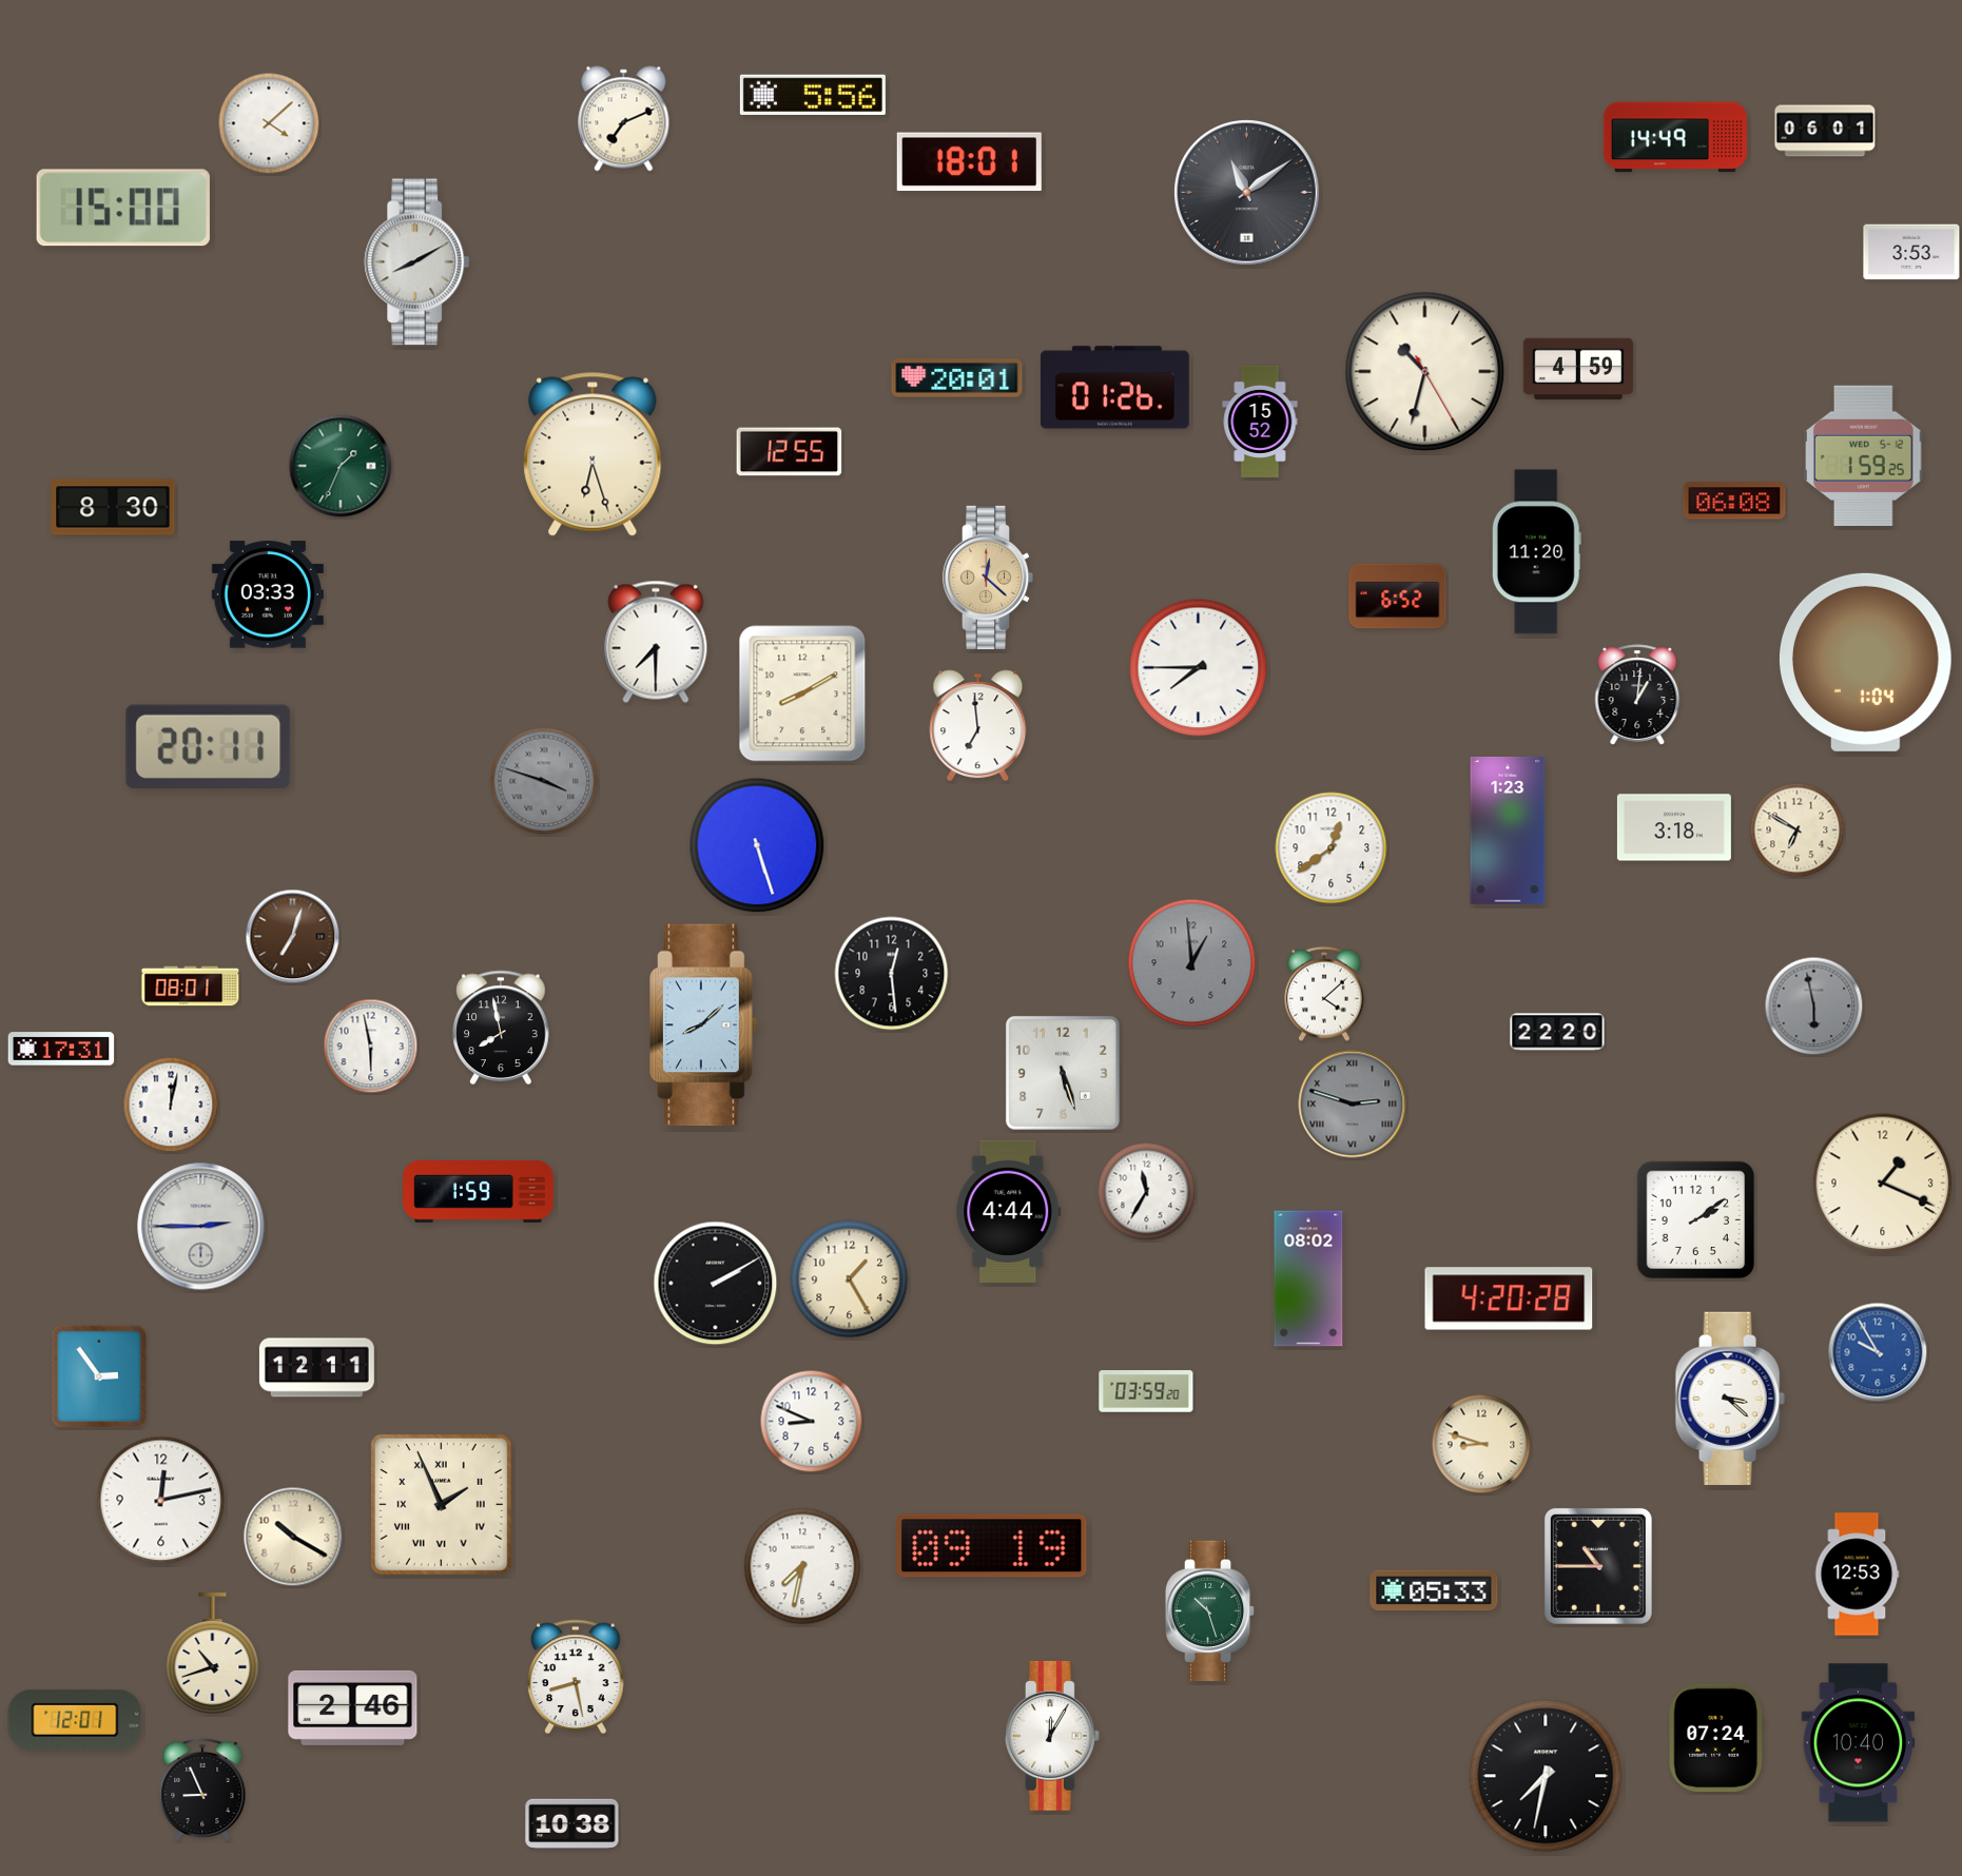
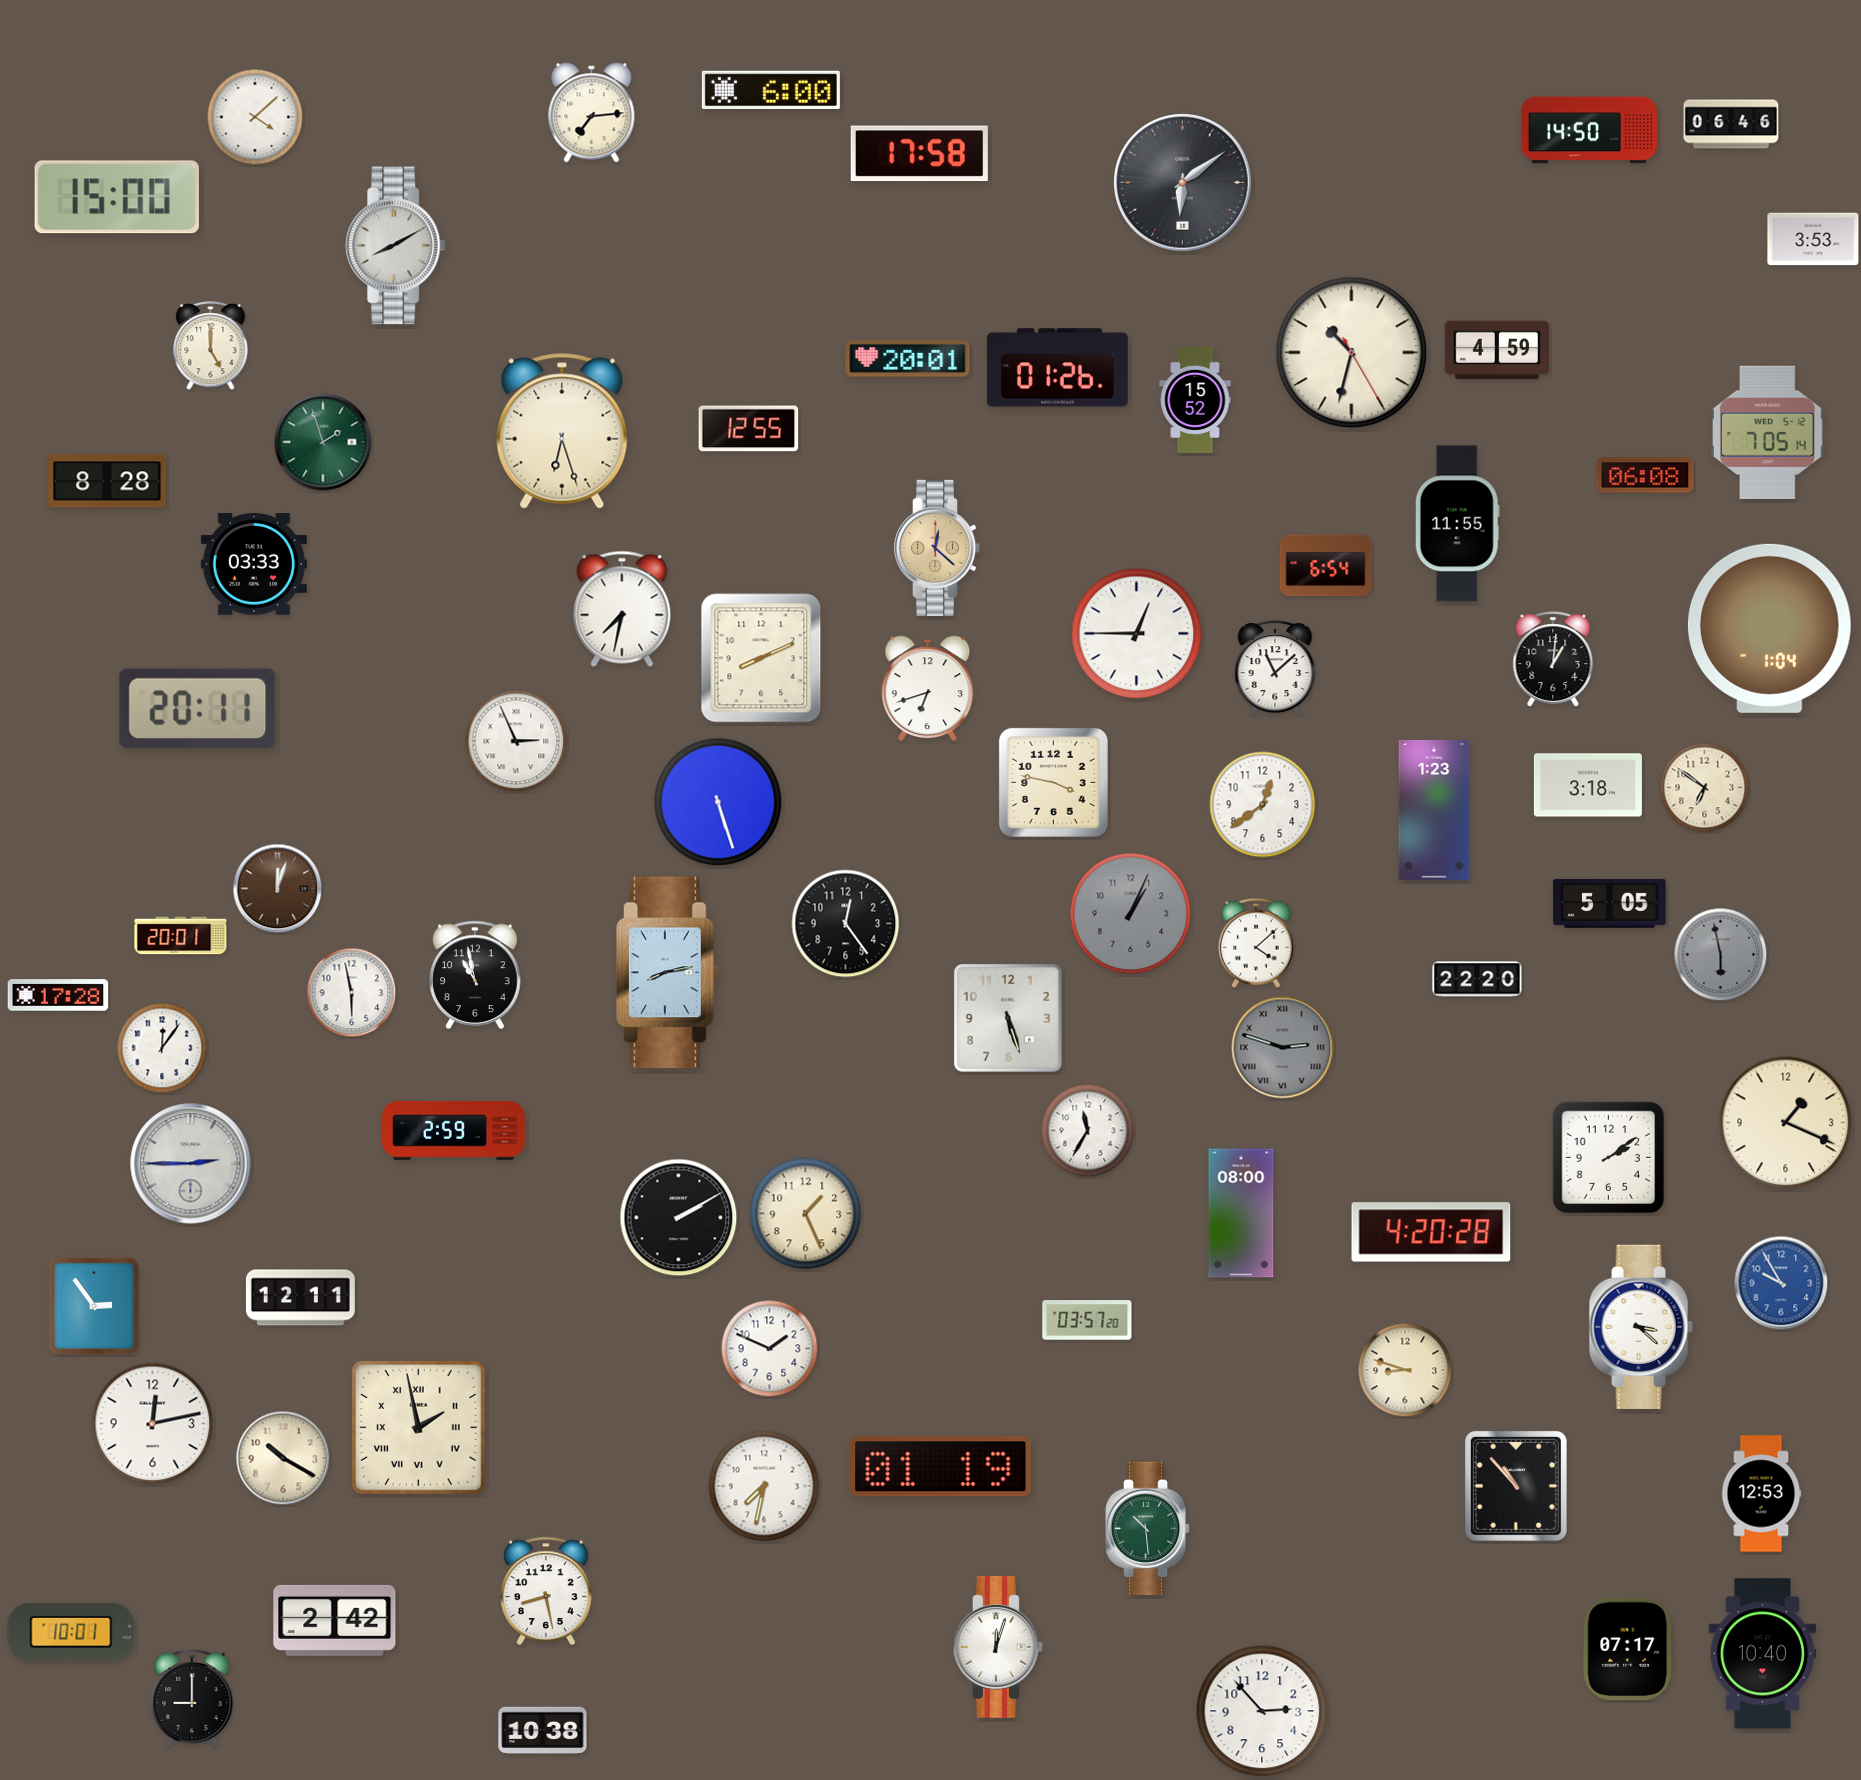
clock at (813, 94): 5:56 -> 6:00
clock at (624, 119): 7:11 -> 7:14
clock at (1825, 131): 06:01 -> 06:46
clock at (1675, 137): 14:49 -> 14:50
clock at (969, 162): 18:01 -> 17:58
clock at (1247, 193): 11:09 -> 6:09
clock at (417, 262) position: (417, 262) -> (396, 246)
clock at (211, 346): none -> 5:00
clock at (1864, 455): 1:59 -> 7:05
clock at (341, 466): 1:34 -> 1:57
clock at (113, 507): 8:30 -> 8:28
clock at (1536, 552): 11:20 -> 11:55
clock at (1398, 597): 6:52 -> 6:54
clock at (656, 642): 7:30 -> 7:32
clock at (1199, 668): 7:45 -> 12:45
clock at (802, 693): 8:10 -> 8:11
clock at (1275, 668): none -> 11:08
clock at (978, 726): 6:59 -> 6:42
clock at (544, 781): 3:48 -> 2:56
clock at (544, 781) dial: grey -> white
clock at (1053, 782): none -> 3:47
clock at (1508, 830) position: (1508, 830) -> (1434, 810)
clock at (1798, 830): 6:50 -> 6:51
clock at (293, 937): 7:03 -> 12:03
clock at (1610, 903): none -> 5:05
clock at (1192, 963): 12:59 -> 1:04
clock at (892, 974): 12:29 -> 12:24
clock at (191, 986): 08:01 -> 20:01
clock at (704, 1025): 8:08 -> 8:13
clock at (501, 1028): 7:58 -> 10:58
clock at (61, 1049): 17:31 -> 17:28
clock at (171, 1105): 12:02 -> 12:06
clock at (479, 1192): 1:59 -> 2:59
clock at (1009, 1211): 4:44 -> none
clock at (1308, 1278): 08:02 -> 08:00
clock at (850, 1279): 1:25 -> 1:26
clock at (1146, 1391): 03:59 -> 03:57
clock at (812, 1422): 8:49 -> 1:49
clock at (441, 1504): 1:56 -> 1:58
clock at (293, 1537) position: (293, 1537) -> (283, 1458)
clock at (992, 1546): 09:19 -> 01:19
clock at (802, 1566) position: (802, 1566) -> (764, 1486)
clock at (1598, 1566): 10:45 -> 10:53
clock at (1434, 1590): 05:33 -> none
clock at (1210, 1611): 10:27 -> 10:29
clock at (213, 1654): 10:42 -> none
clock at (353, 1707): 2:46 -> 2:42
clock at (75, 1720): 12:01 -> 10:01
clock at (1053, 1736): 12:05 -> 12:03
clock at (1715, 1738): 07:24 -> 07:17
clock at (1546, 1776): 7:32 -> none
clock at (202, 1790): 8:56 -> 9:00
clock at (1262, 1711): none -> 2:53
